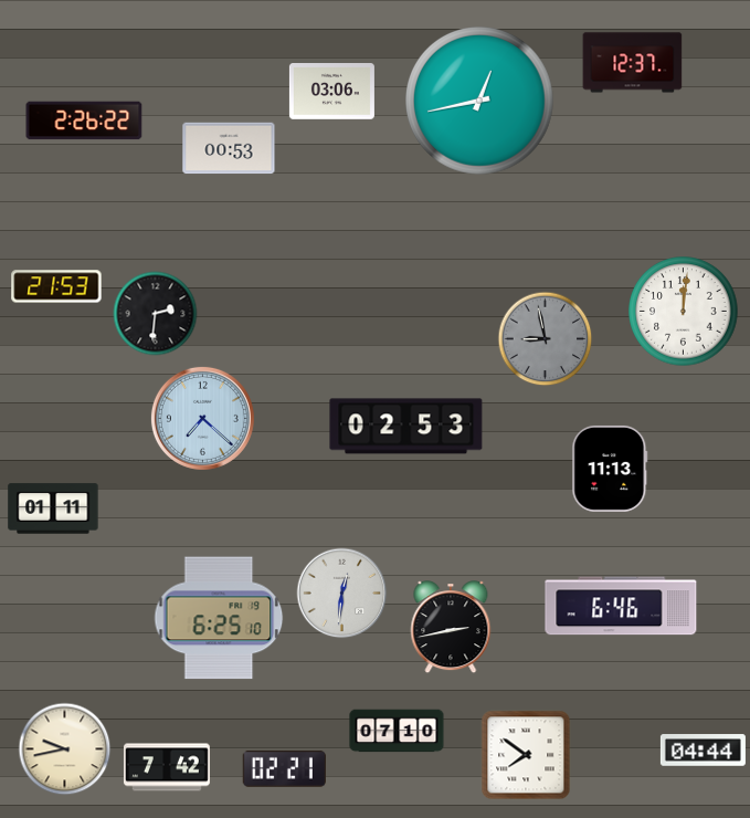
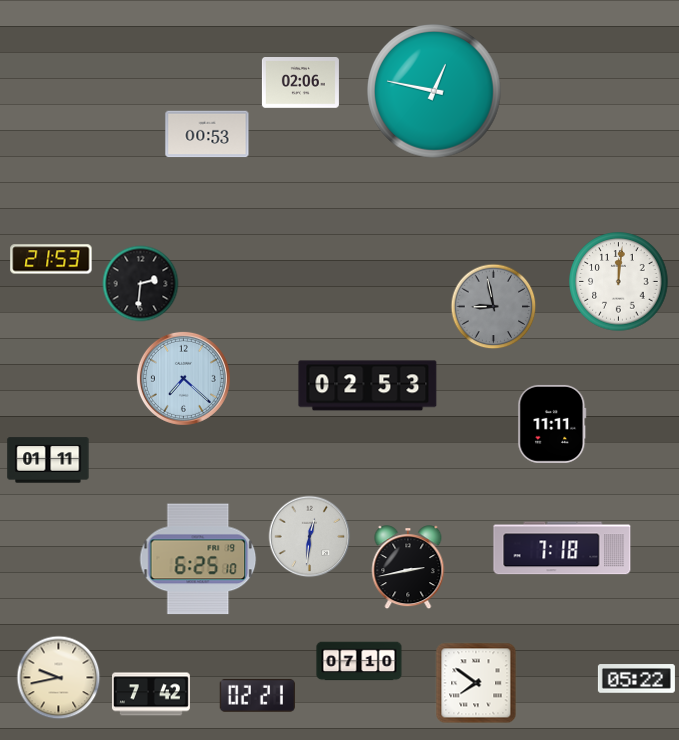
clock at (633, 63): 12:37 -> none
clock at (331, 92): 03:06 -> 02:06
clock at (480, 102): 12:43 -> 12:47
clock at (84, 120): 2:26 -> none
clock at (610, 469): 11:13 -> 11:11
clock at (621, 606): 6:46 -> 7:18
clock at (703, 751): 04:44 -> 05:22
